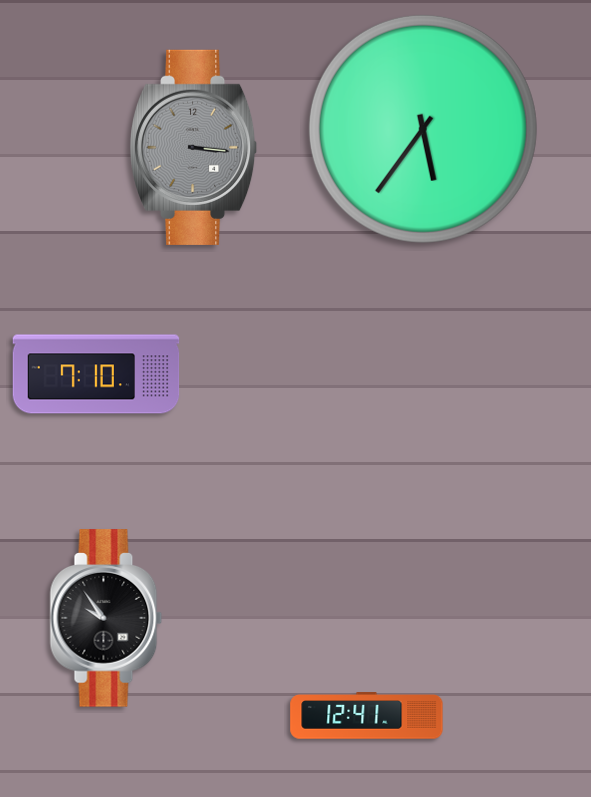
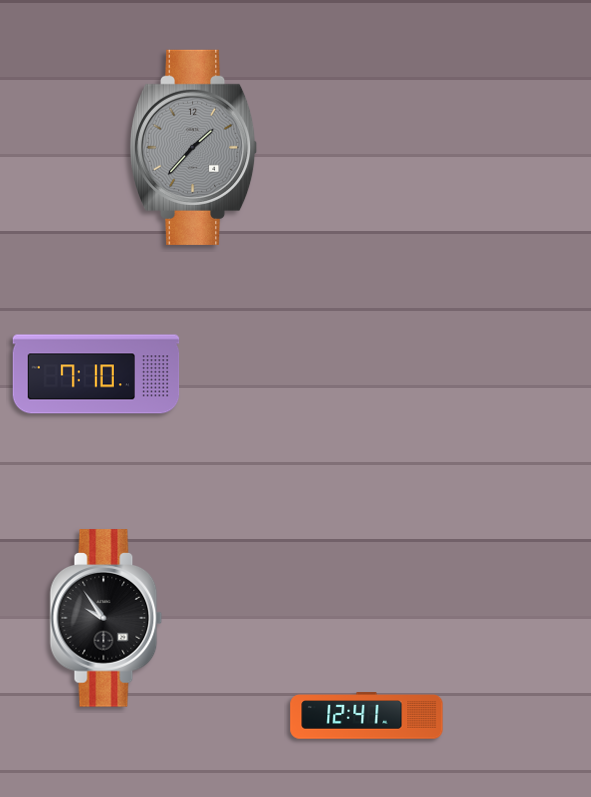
clock at (423, 129): 5:36 -> none
clock at (195, 147): 3:16 -> 1:37
